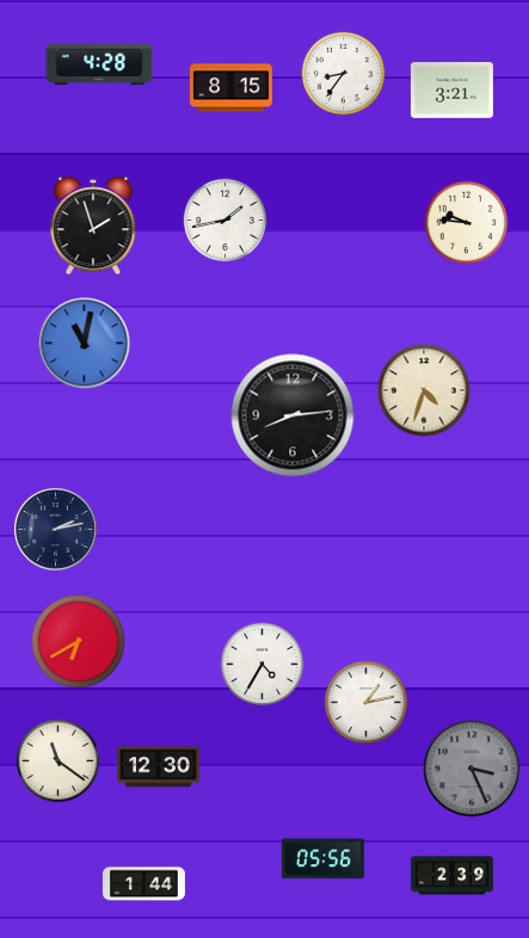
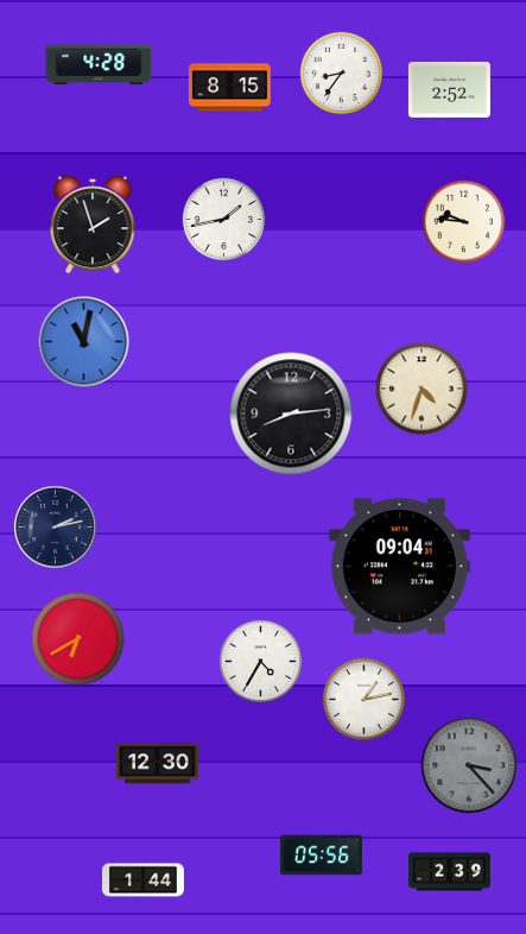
clock at (451, 91): 3:21 -> 2:52
clock at (399, 567): none -> 09:04
clock at (59, 761): 11:21 -> none
clock at (472, 769): 3:26 -> 3:23
